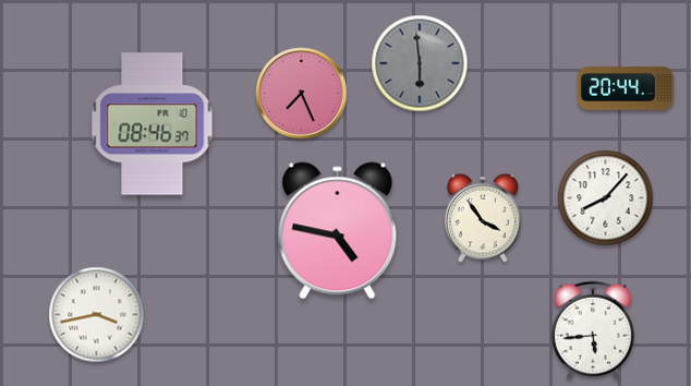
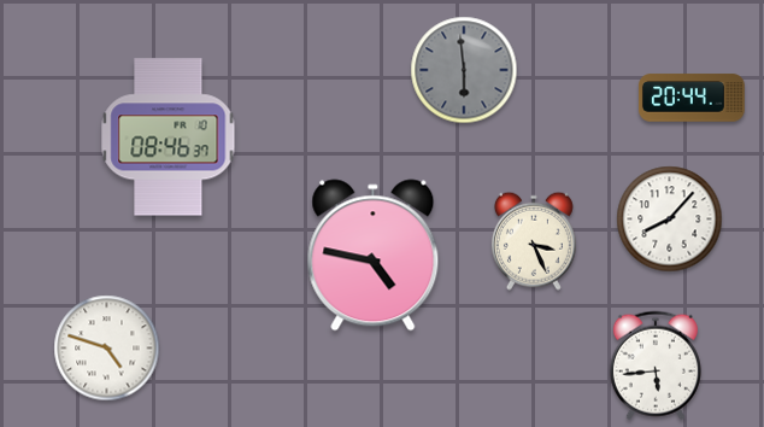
clock at (302, 94): 7:26 -> none
clock at (483, 218): 3:54 -> 3:26
clock at (97, 315): 3:43 -> 4:48
